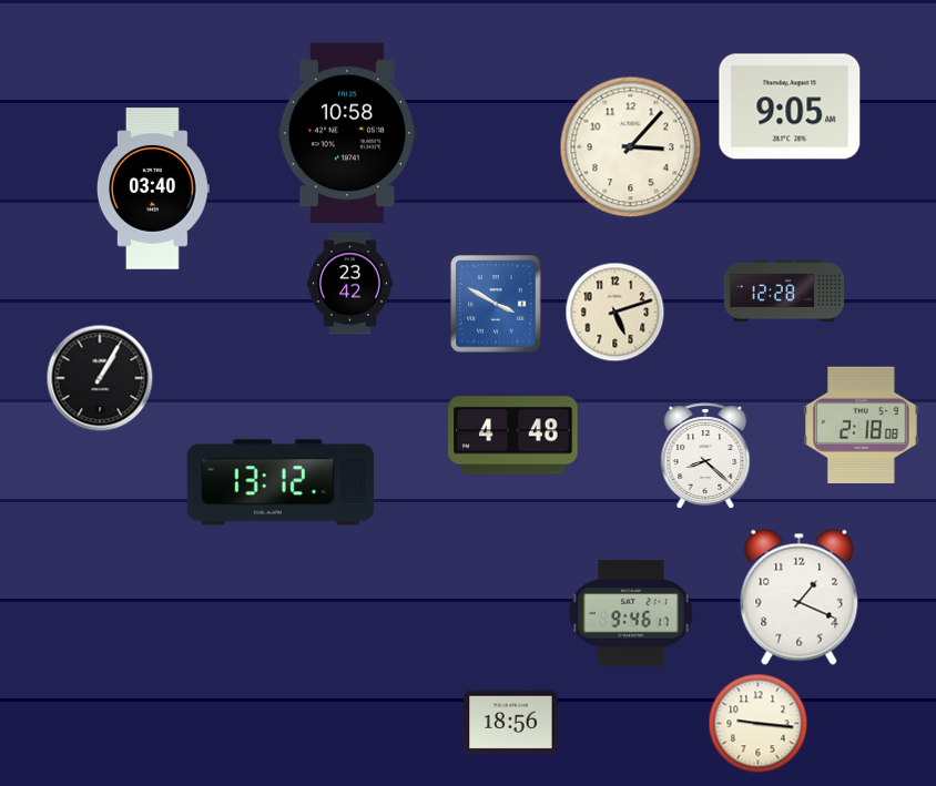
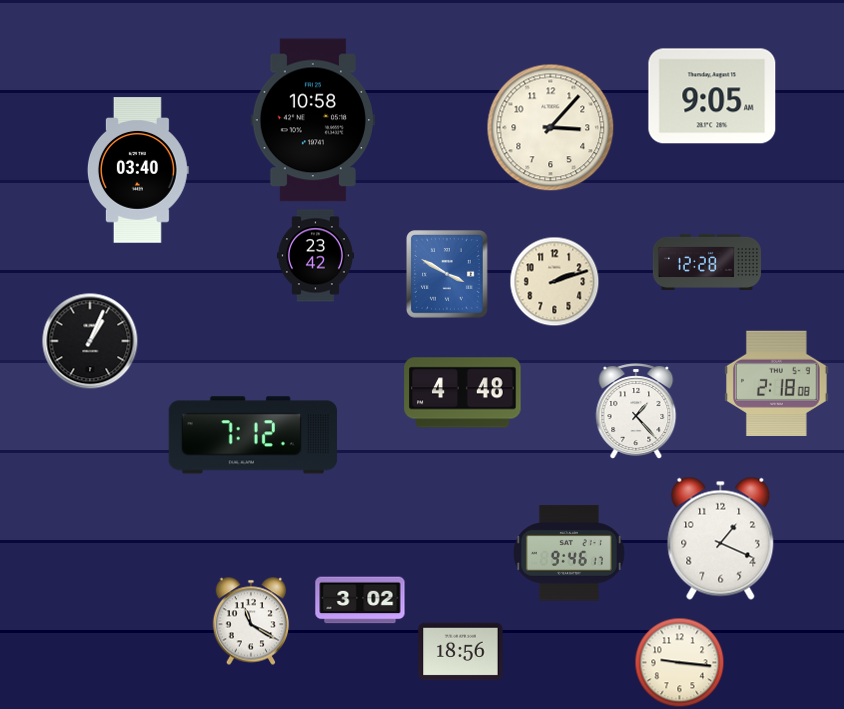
clock at (631, 147) position: (631, 147) -> (551, 128)
clock at (615, 313): 5:12 -> 2:12
clock at (100, 378): 1:05 -> 1:04
clock at (705, 456): 8:22 -> 1:23
clock at (281, 482): 13:12 -> 7:12
clock at (360, 600): none -> 3:02
clock at (251, 621): none -> 11:20
clock at (759, 724) position: (759, 724) -> (680, 663)
